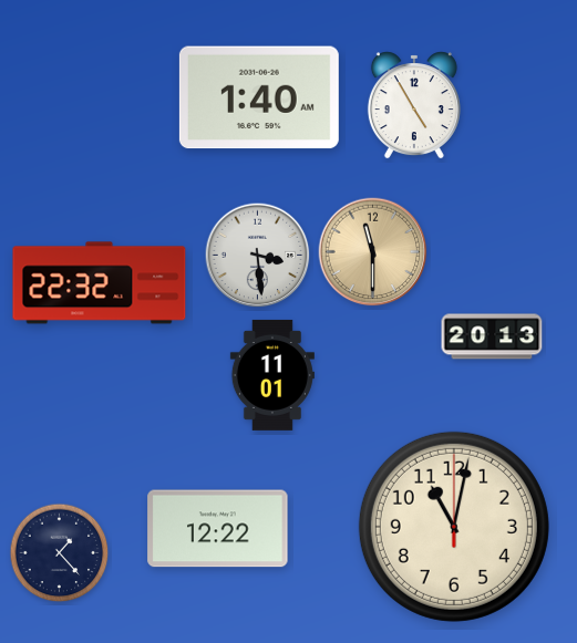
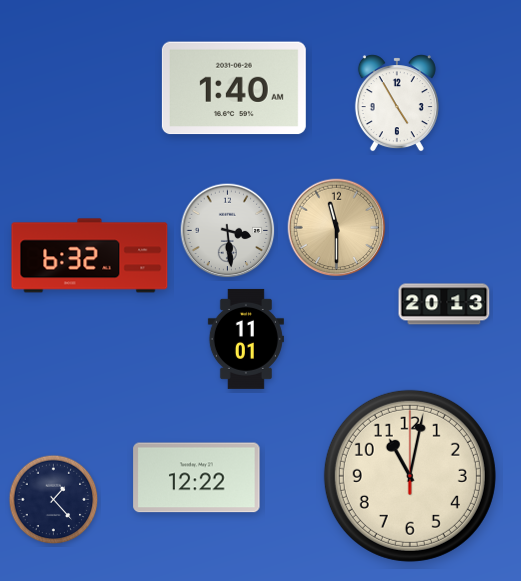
clock at (414, 105) position: (414, 105) -> (397, 103)
clock at (258, 256) position: (258, 256) -> (228, 231)
clock at (100, 283): 22:32 -> 6:32
